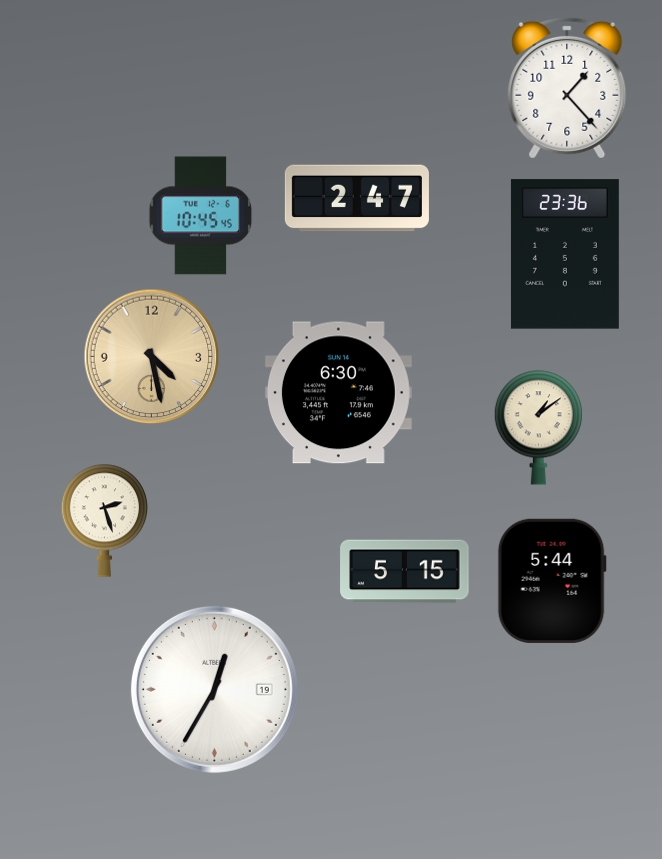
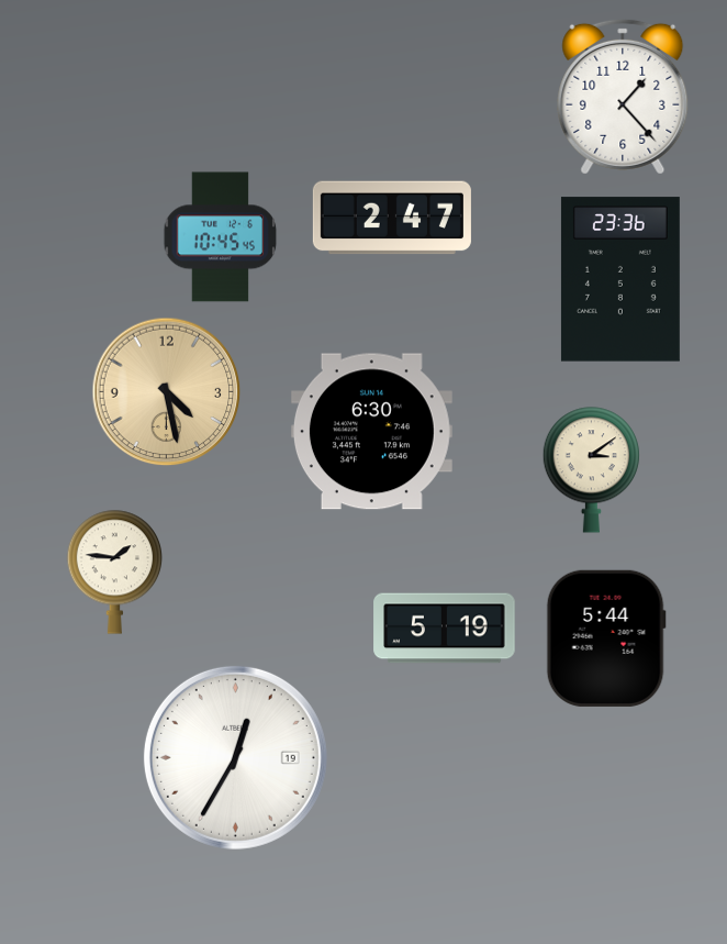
clock at (538, 428): 1:09 -> 3:09
clock at (105, 520): 2:27 -> 1:46
clock at (405, 572): 5:15 -> 5:19
